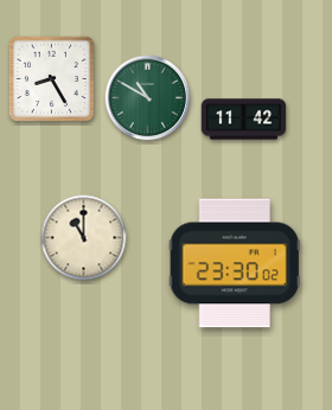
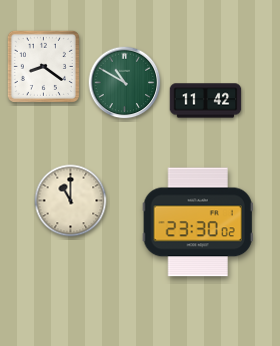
clock at (51, 78): 8:25 -> 8:21
